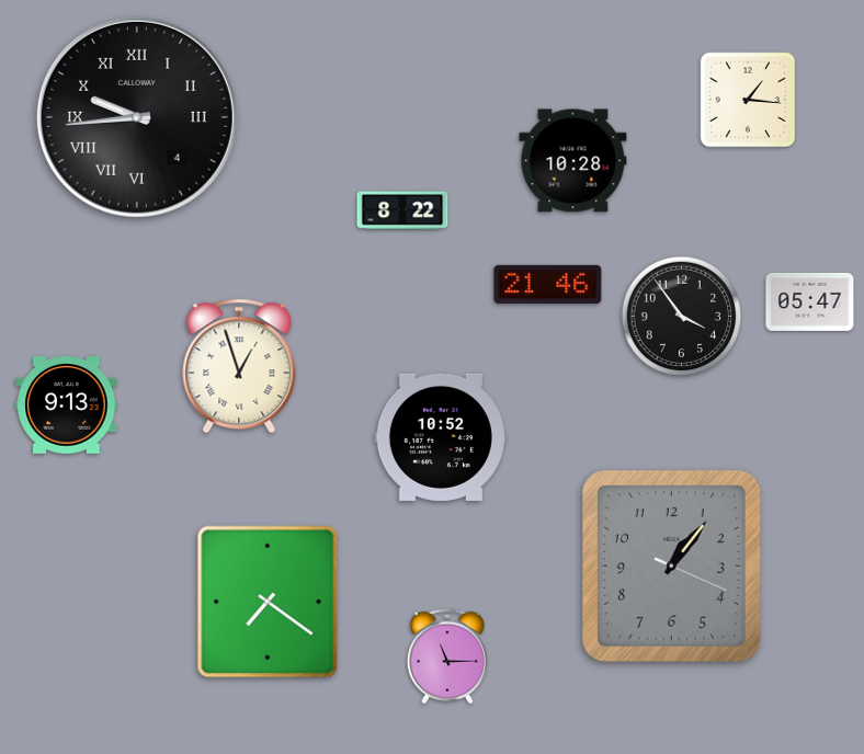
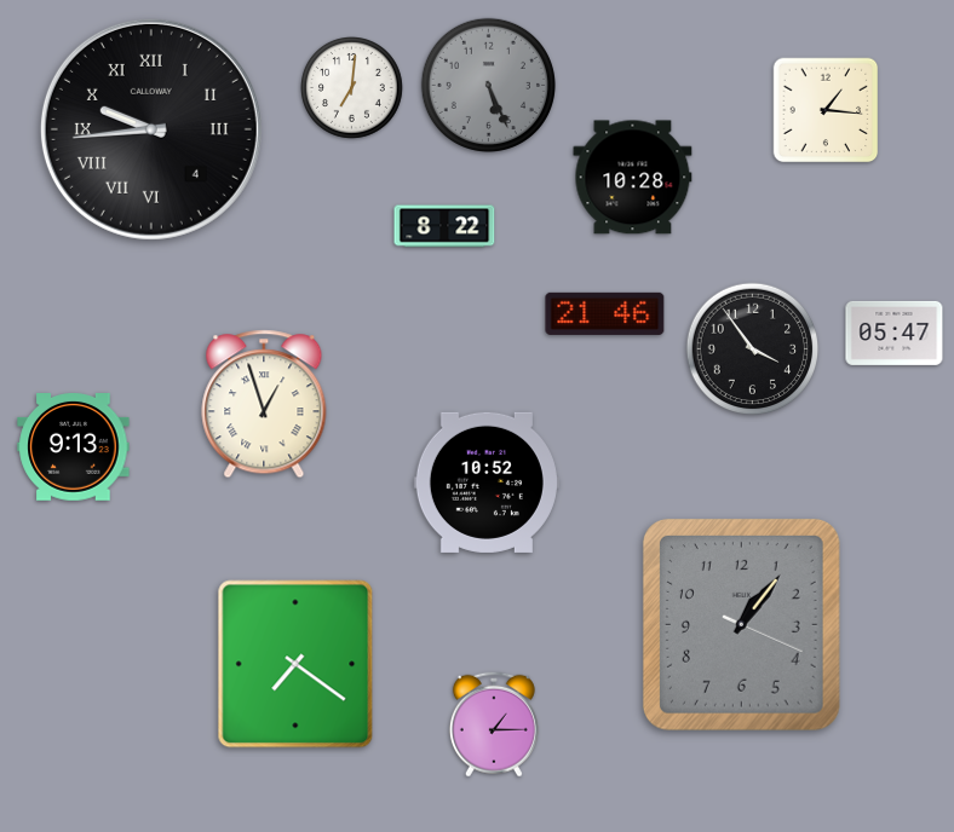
clock at (488, 85): none -> 5:26
clock at (352, 88): none -> 7:01
clock at (402, 210) position: (402, 210) -> (444, 226)
clock at (447, 656): 11:15 -> 1:15
